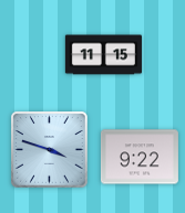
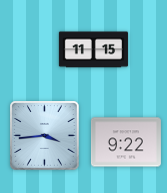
clock at (50, 150): 3:48 -> 3:44
